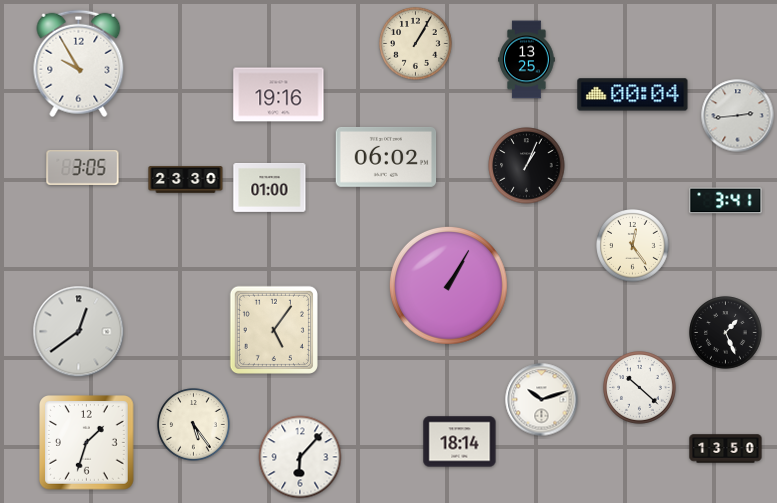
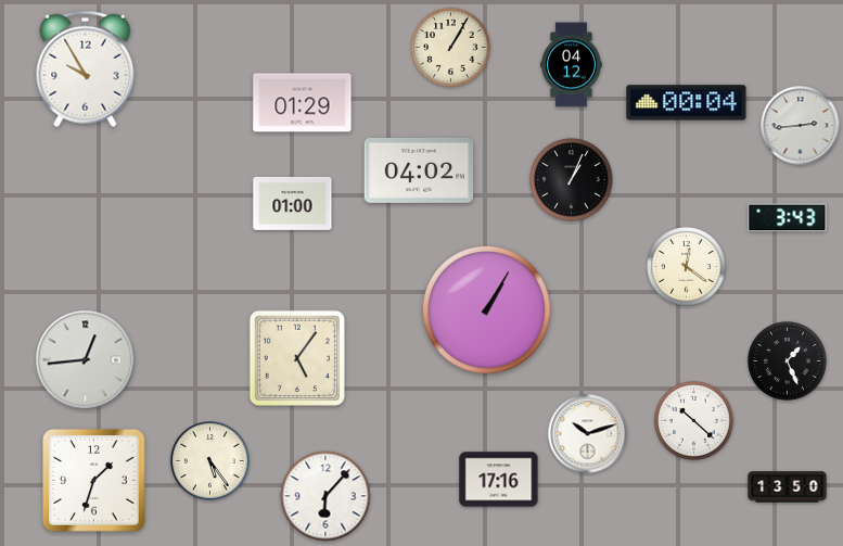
clock at (527, 60): 13:25 -> 04:12
clock at (279, 95): 19:16 -> 01:29
clock at (386, 157): 06:02 -> 04:02
clock at (83, 168): 3:05 -> none
clock at (186, 180): 23:30 -> none
clock at (726, 201): 3:41 -> 3:43
clock at (633, 246): 12:24 -> 12:21
clock at (79, 332): 12:39 -> 12:44
clock at (460, 442): 18:14 -> 17:16
